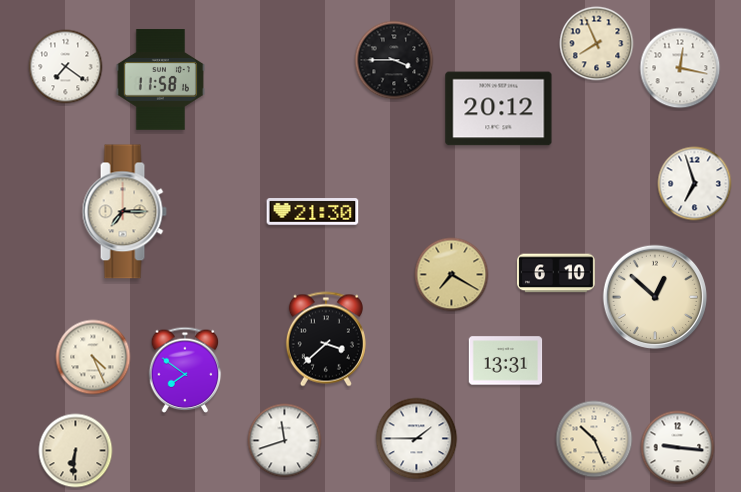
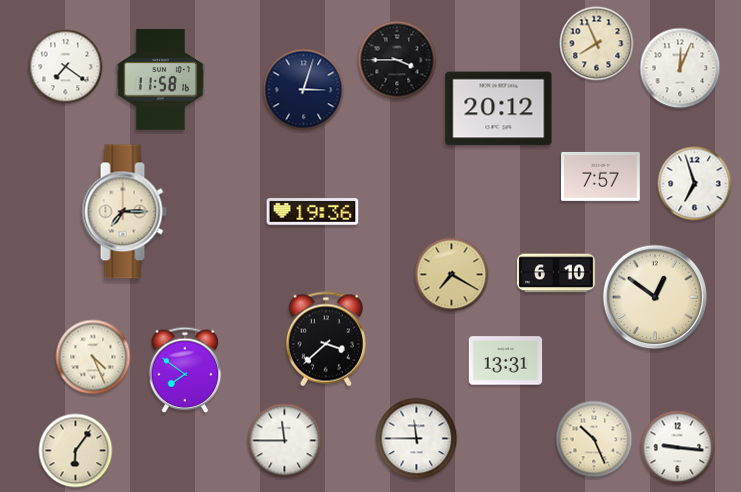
clock at (394, 60) position: (394, 60) -> (397, 60)
clock at (680, 68): 12:17 -> 12:04
clock at (304, 90): none -> 3:03
clock at (601, 176): none -> 7:57
clock at (313, 212): 21:30 -> 19:36
clock at (655, 297): 12:52 -> 12:51
clock at (417, 439): 1:45 -> 11:45
clock at (285, 441): 11:42 -> 11:45
clock at (76, 451): 6:31 -> 6:06
